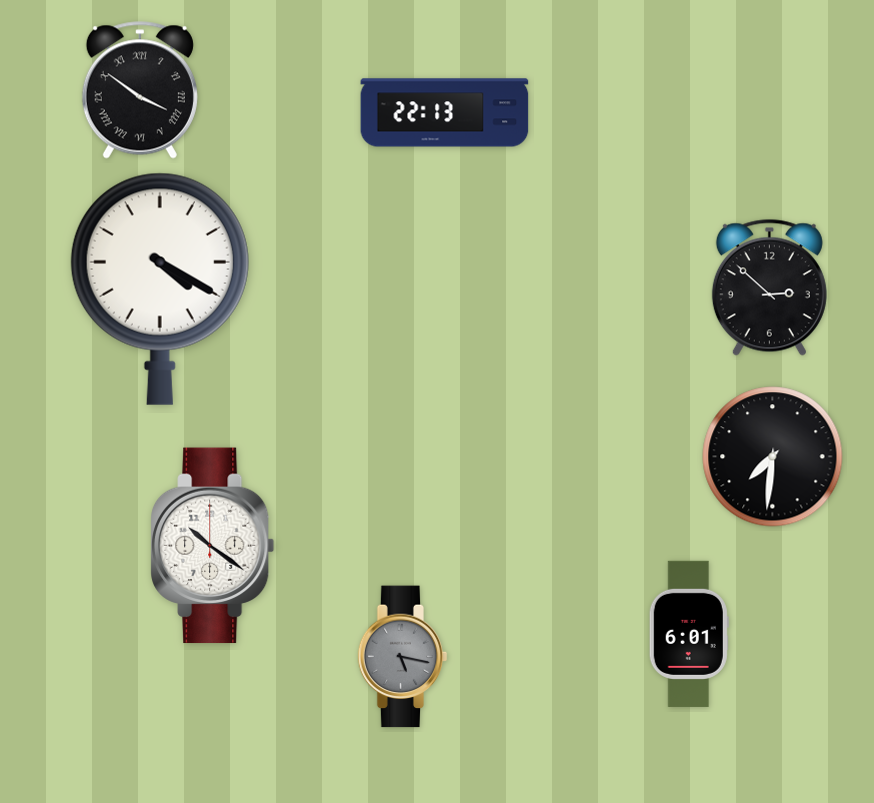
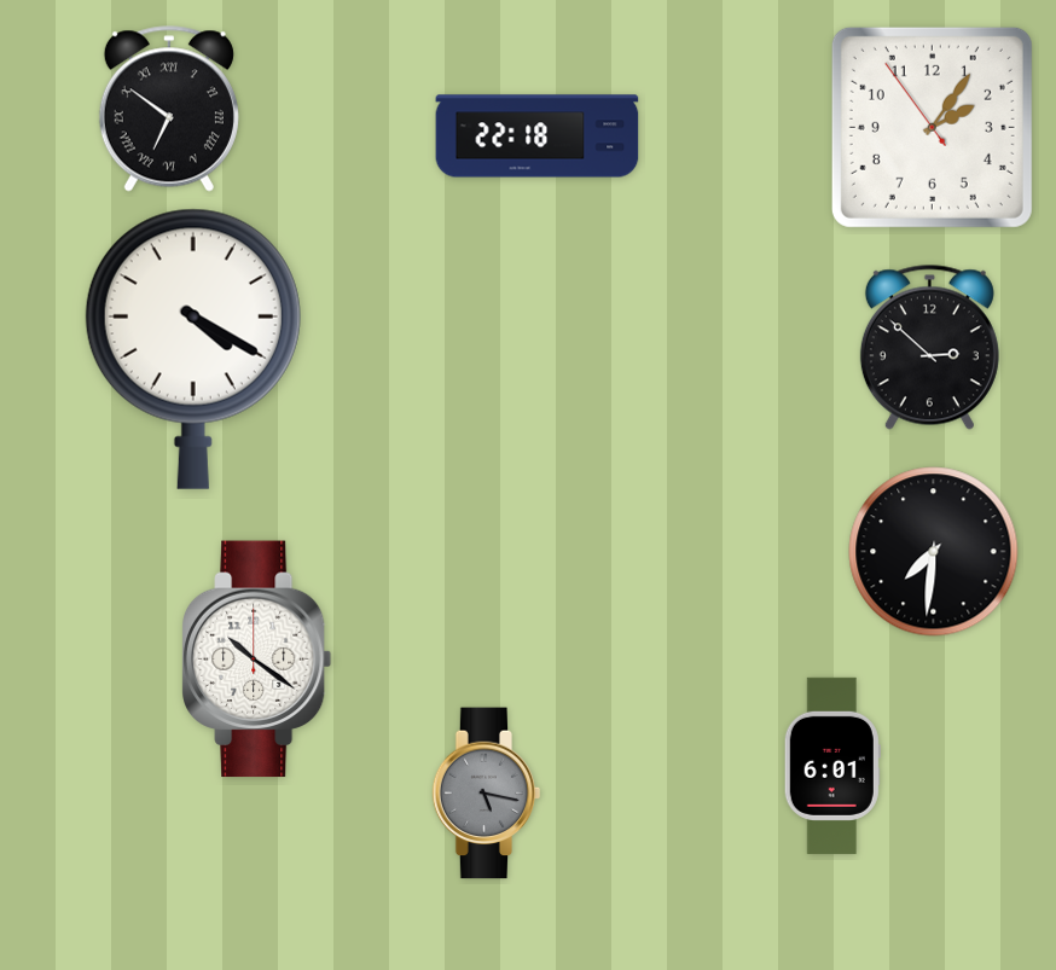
clock at (140, 90): 3:51 -> 6:51
clock at (932, 127): none -> 2:05
clock at (445, 113): 22:13 -> 22:18
